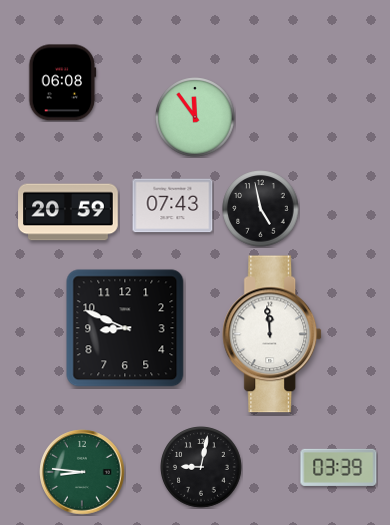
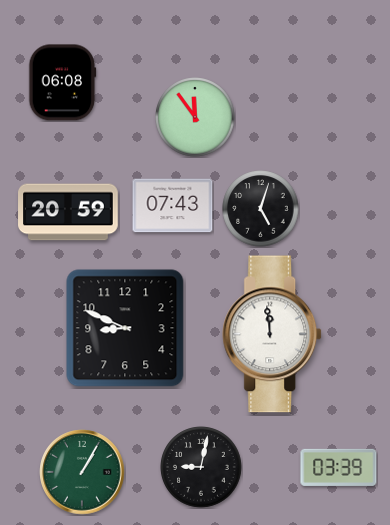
clock at (261, 209): 4:58 -> 5:03
clock at (82, 472): 8:46 -> 1:05
